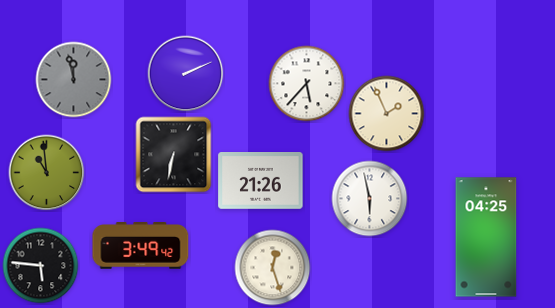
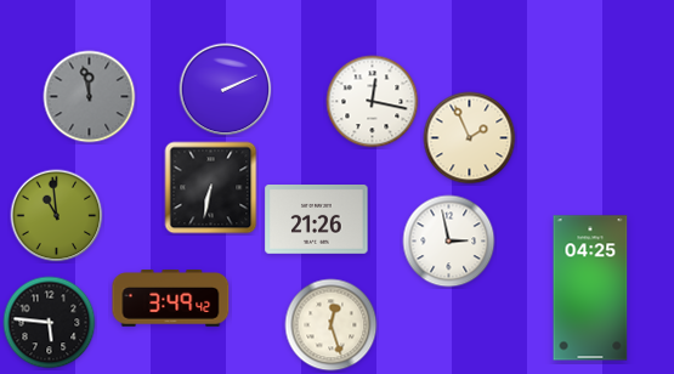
clock at (307, 84): 5:37 -> 12:17
clock at (47, 173) position: (47, 173) -> (57, 216)
clock at (370, 199): 5:58 -> 2:58
